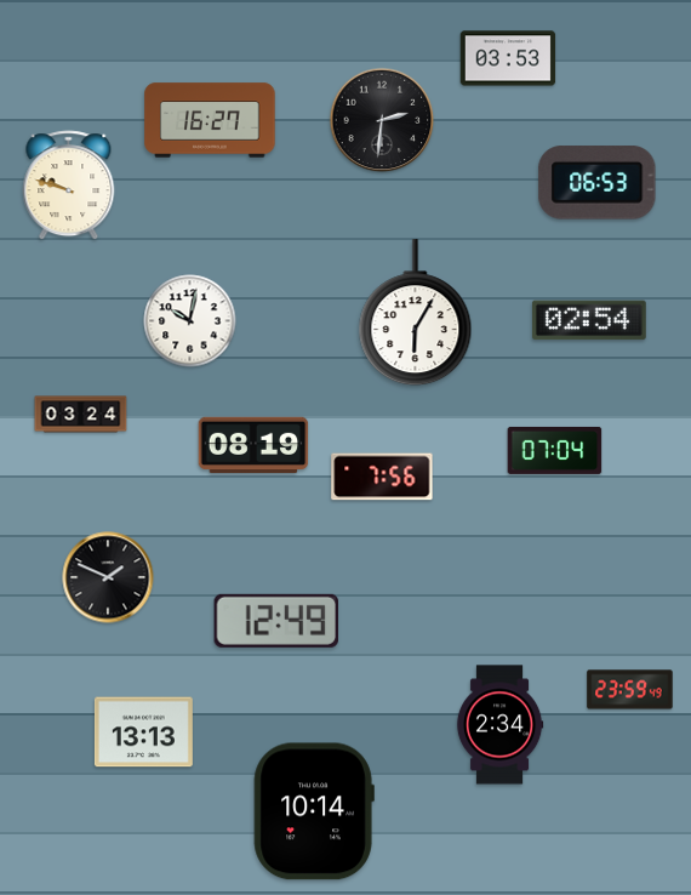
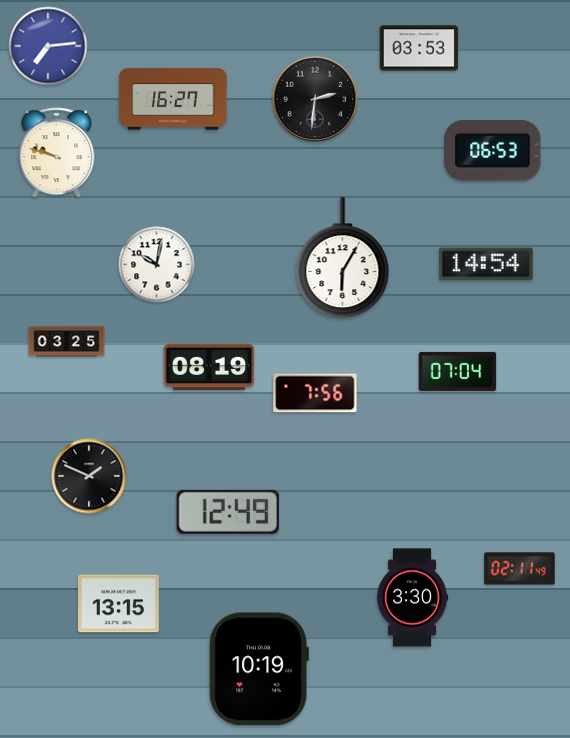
clock at (48, 46): none -> 7:14
clock at (589, 320): 02:54 -> 14:54
clock at (81, 415): 03:24 -> 03:25
clock at (630, 690): 23:59 -> 02:11
clock at (499, 725): 2:34 -> 3:30
clock at (143, 732): 13:13 -> 13:15
clock at (314, 811): 10:14 -> 10:19
